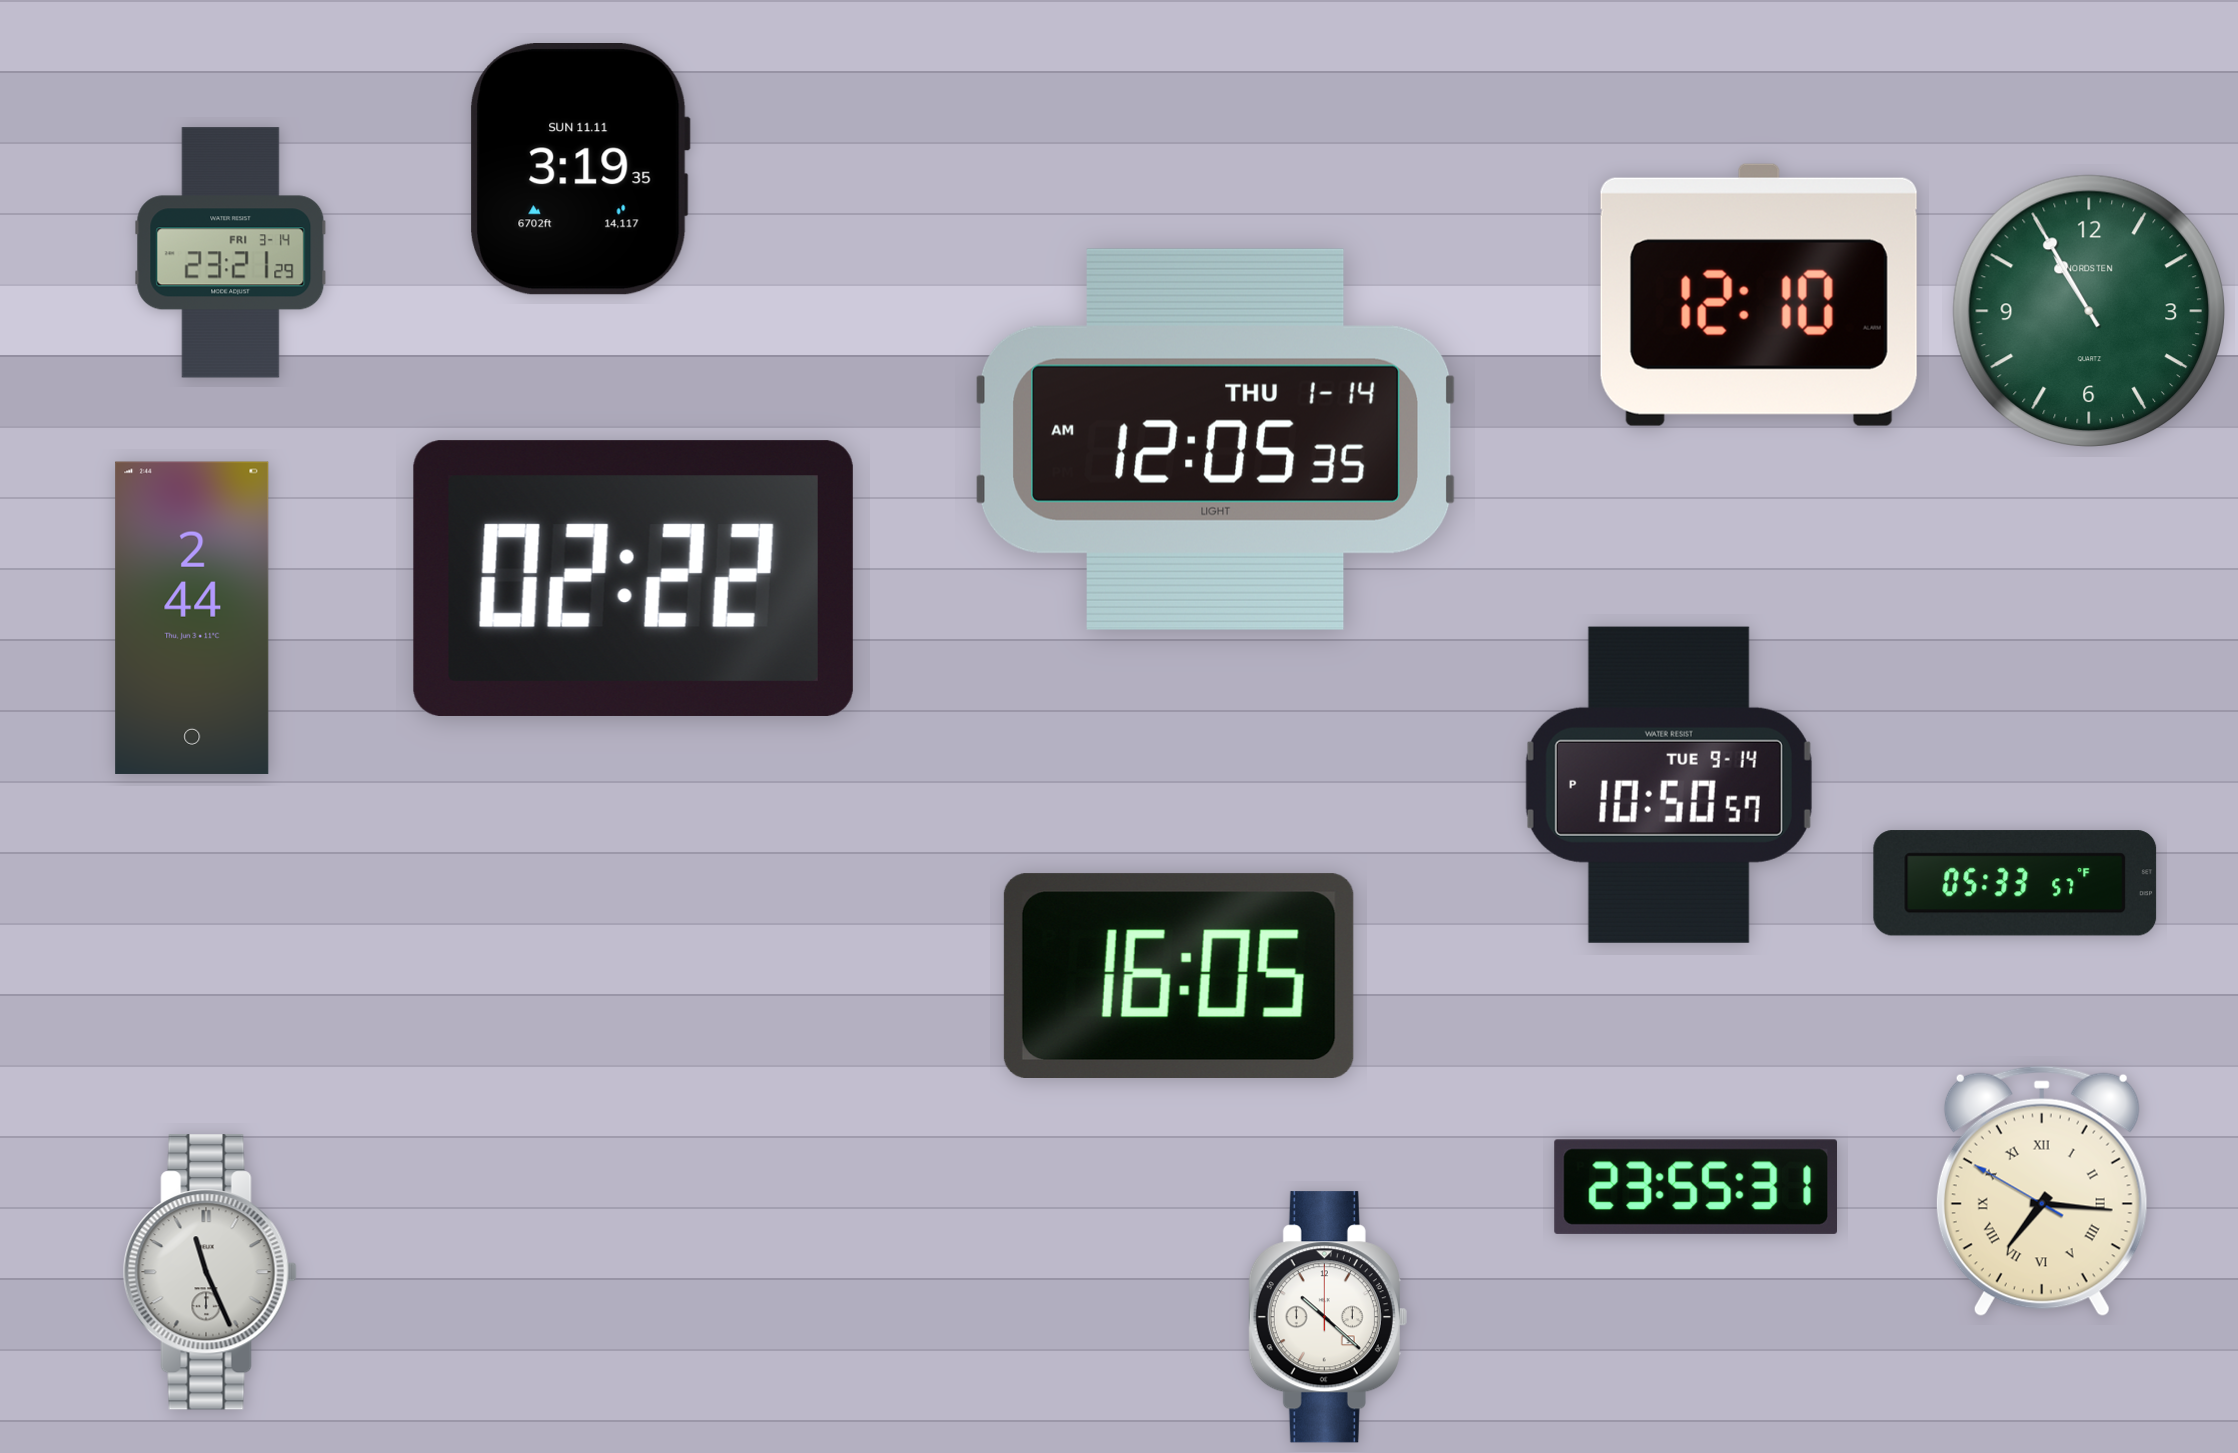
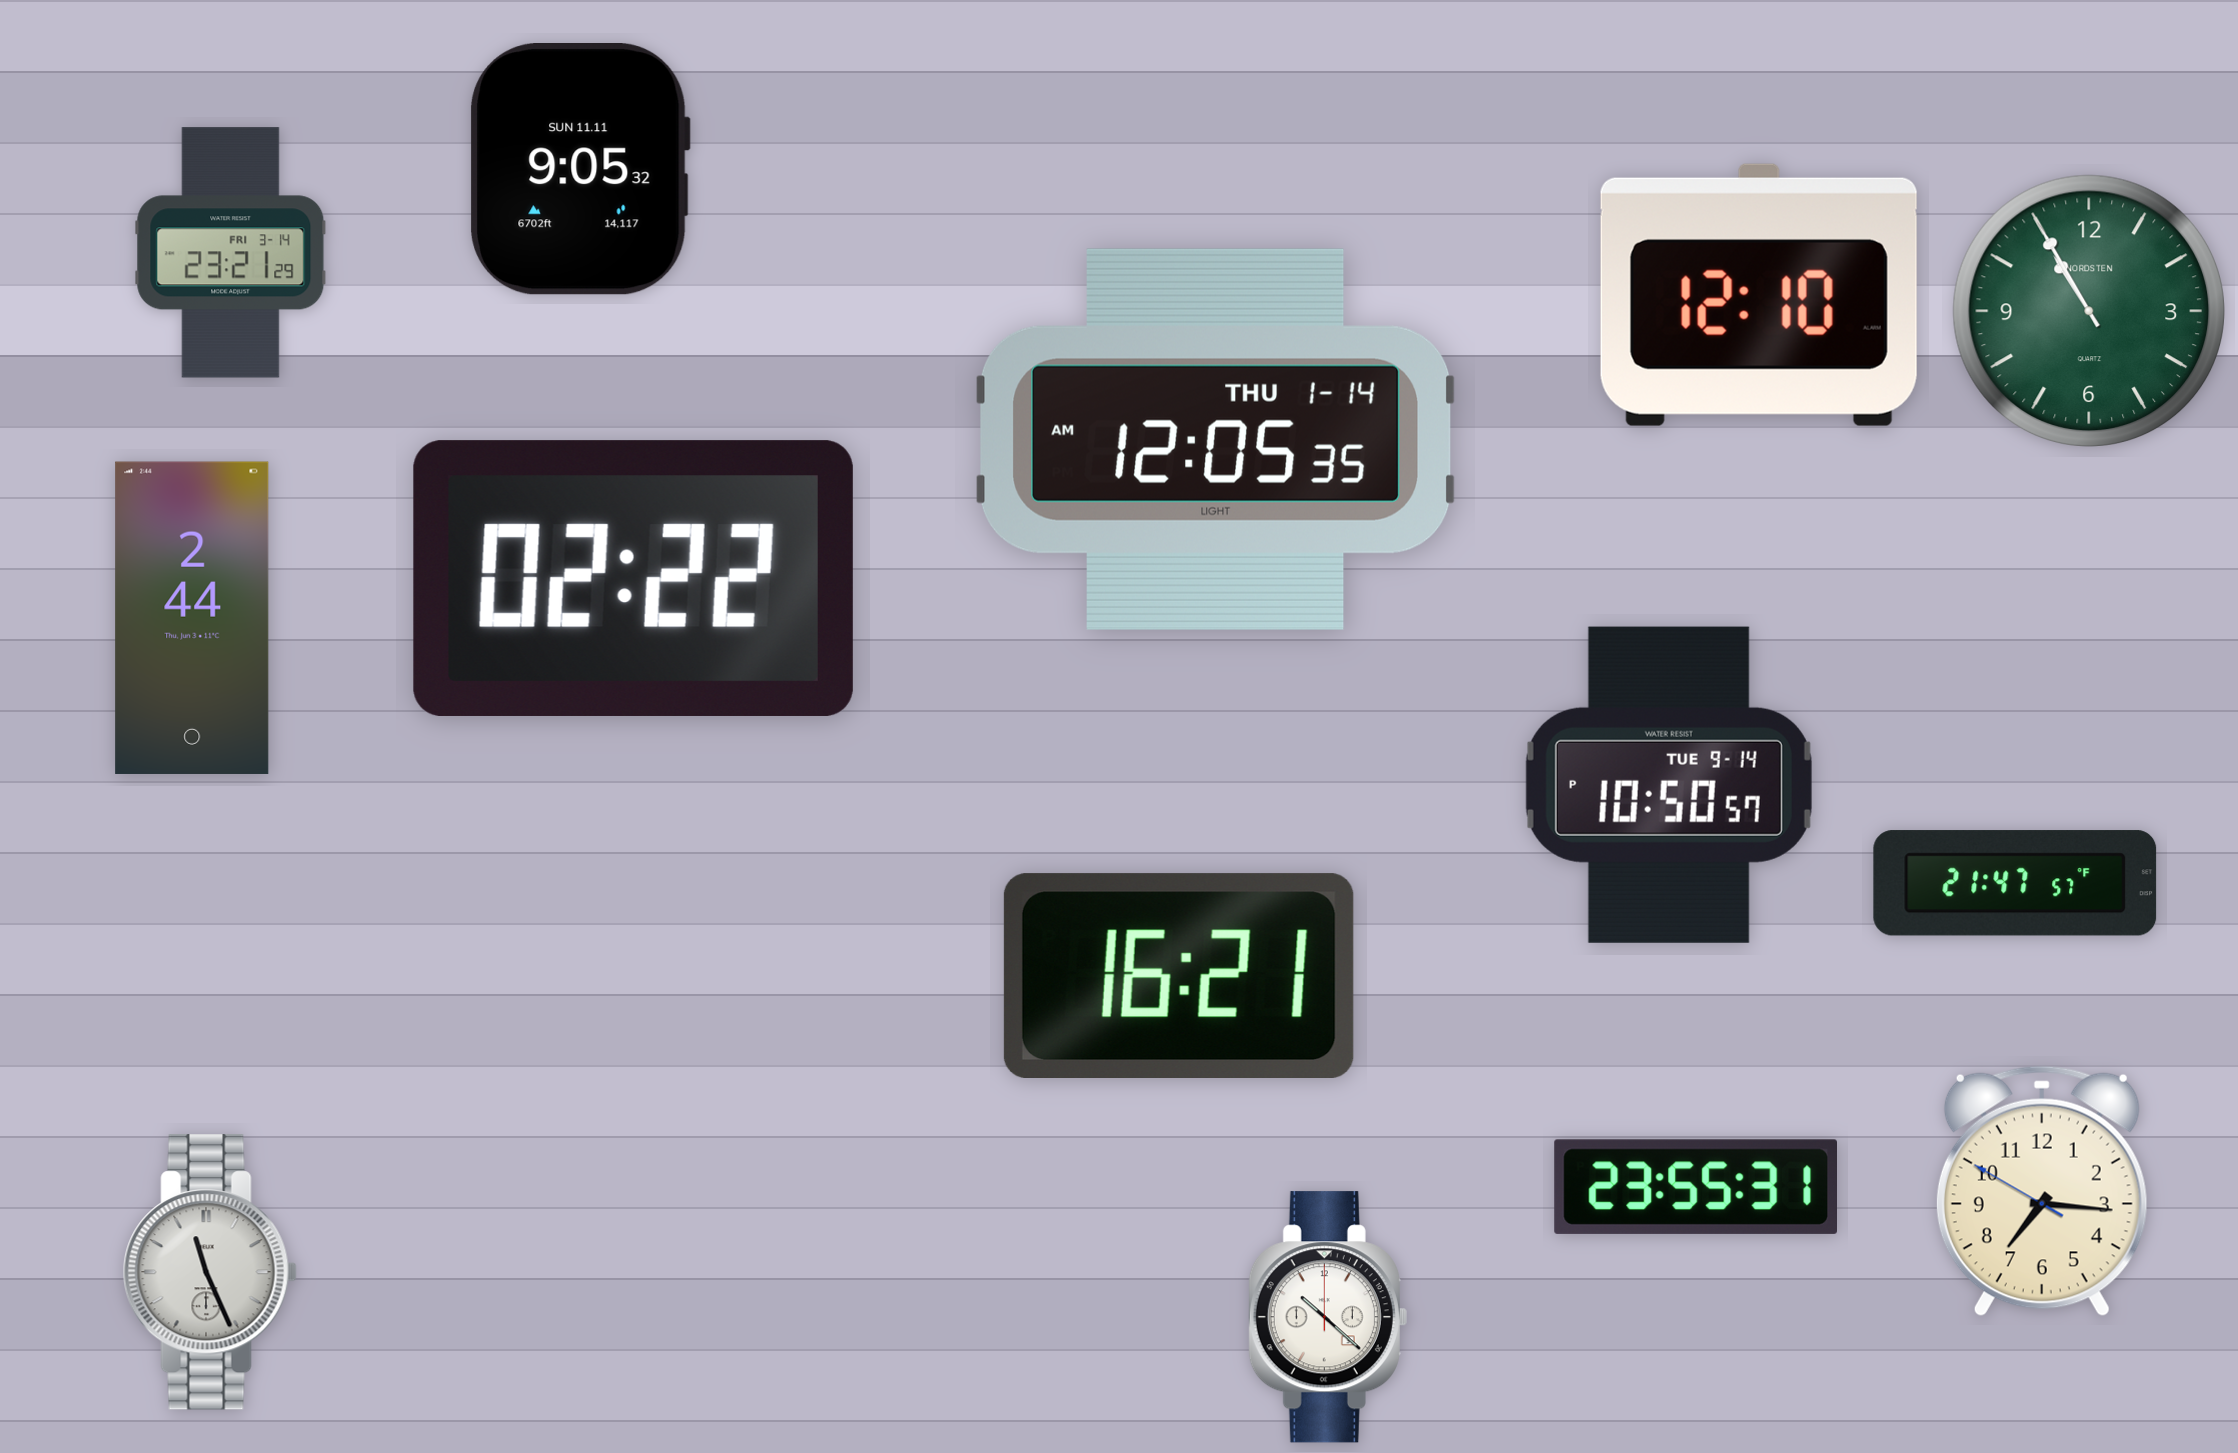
clock at (580, 170): 3:19 -> 9:05
clock at (2015, 883): 05:33 -> 21:47
clock at (1179, 975): 16:05 -> 16:21
clock at (2042, 1191) numerals: Roman -> Arabic
